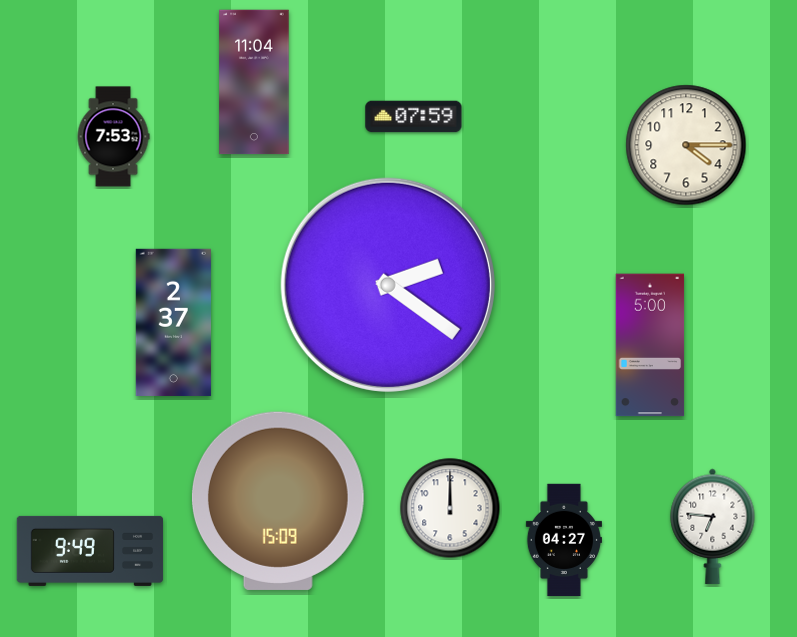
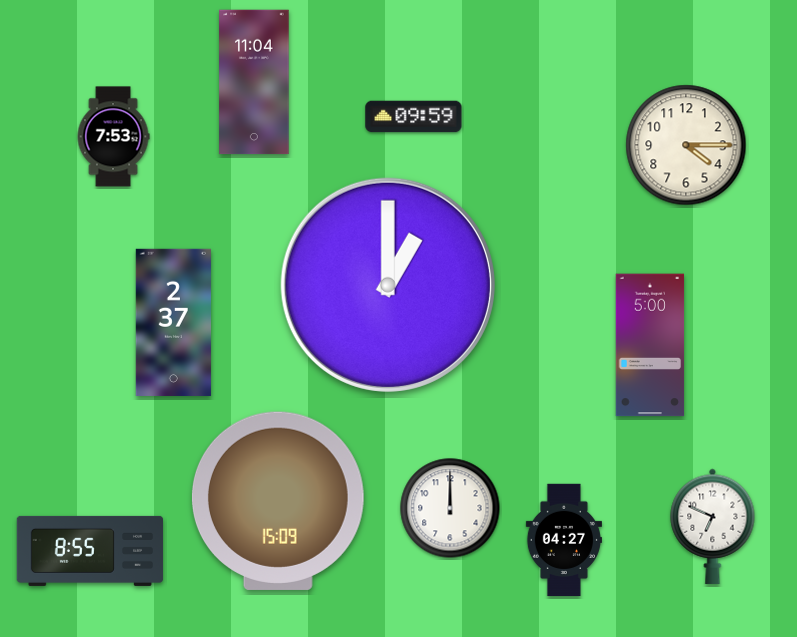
clock at (414, 117): 07:59 -> 09:59
clock at (388, 285): 2:21 -> 1:00
clock at (713, 526): 6:46 -> 6:49
clock at (90, 551): 9:49 -> 8:55
